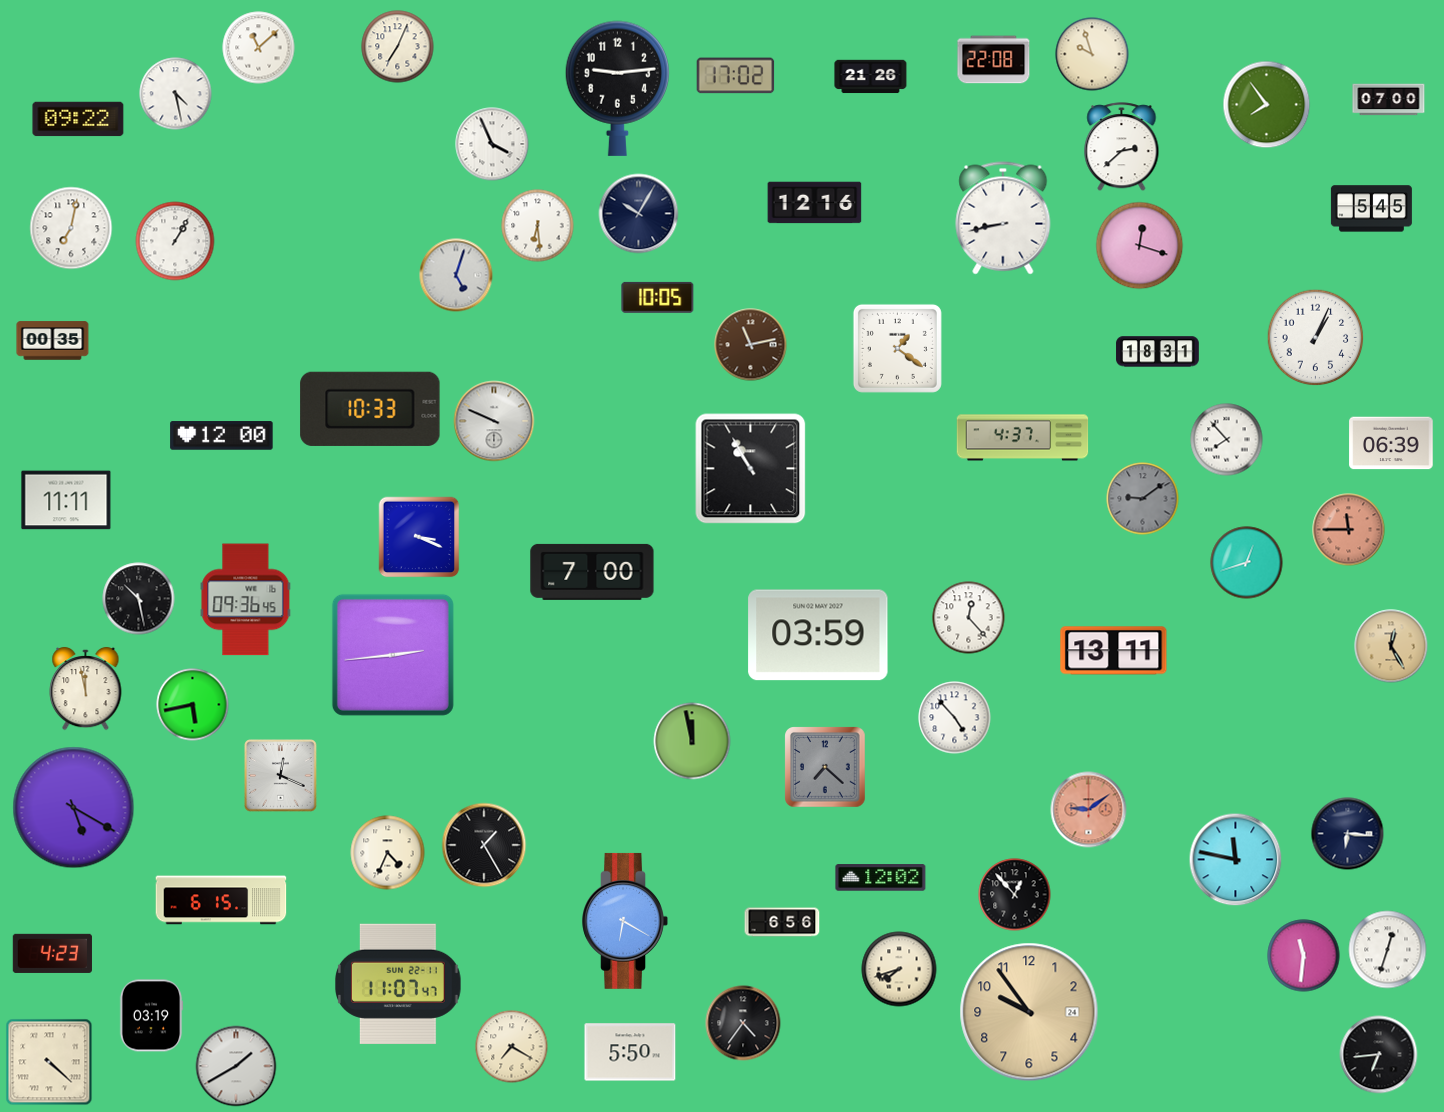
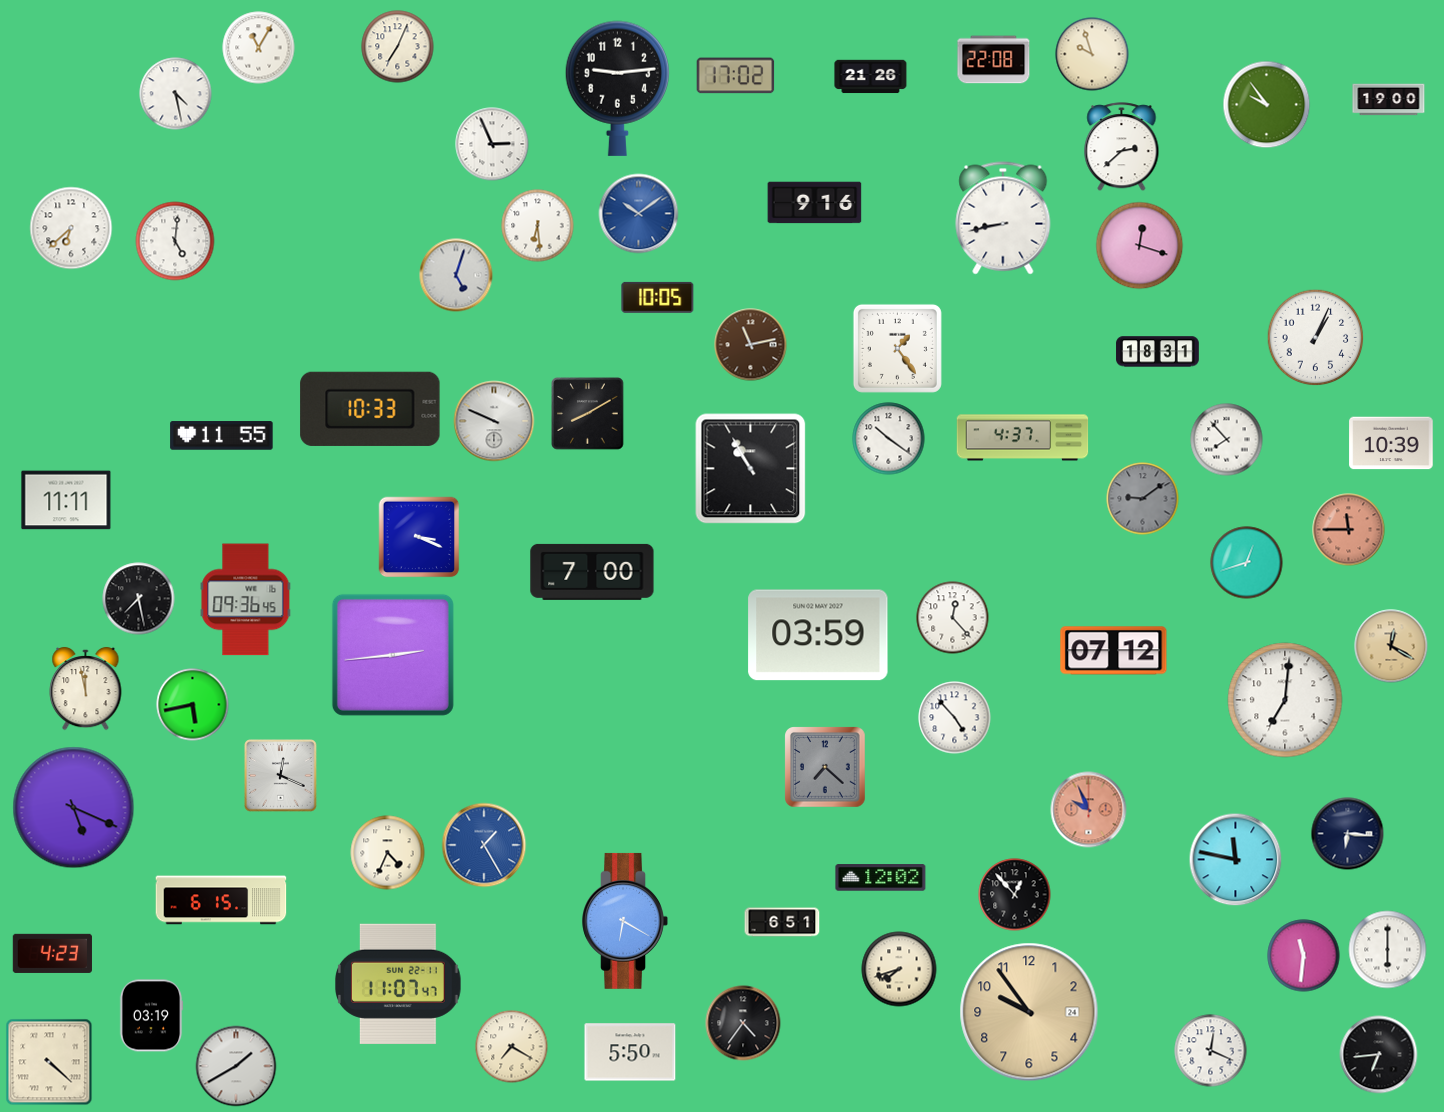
clock at (259, 48): 11:08 -> 11:05
clock at (1389, 100): 07:00 -> 19:00
clock at (1267, 105): 7:54 -> 9:54
clock at (78, 119): 09:22 -> none
clock at (492, 144): 3:56 -> 2:56
clock at (815, 203): 12:16 -> 9:16
clock at (1371, 209): 5:45 -> none
clock at (639, 214): 10:05 -> 10:09
clock at (639, 214) dial: navy -> blue
clock at (71, 228): 7:02 -> 6:38
clock at (175, 241): 1:05 -> 5:01
clock at (53, 341): 00:35 -> none
clock at (897, 348): 1:21 -> 1:24
clock at (588, 414): none -> 8:10
clock at (222, 436): 12:00 -> 11:55
clock at (889, 439): none -> 10:21
clock at (1391, 443): 06:39 -> 10:39
clock at (139, 599): 10:28 -> 7:28
clock at (969, 618) position: (969, 618) -> (953, 618)
clock at (1391, 646): 12:25 -> 12:20
clock at (1114, 651): 13:11 -> 07:12
clock at (1285, 700): none -> 7:01
clock at (692, 741): 11:58 -> none
clock at (74, 808): 5:20 -> 5:19
clock at (1089, 810): 9:09 -> 9:56
clock at (484, 845) dial: black -> blue
clock at (782, 922): 6:56 -> 6:51
clock at (1388, 950): 12:33 -> 6:00
clock at (1211, 1051): none -> 12:19
